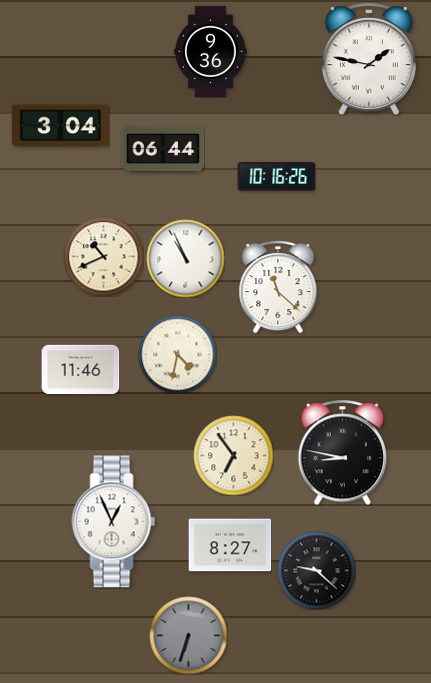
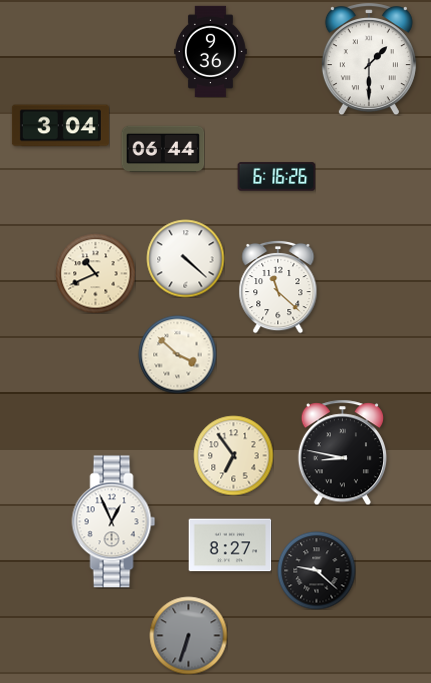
clock at (369, 59): 1:47 -> 1:30
clock at (276, 177): 10:16 -> 6:16
clock at (103, 256) position: (103, 256) -> (95, 273)
clock at (185, 258): 10:56 -> 4:22
clock at (177, 354): 4:32 -> 3:52
clock at (80, 370): 11:46 -> none
